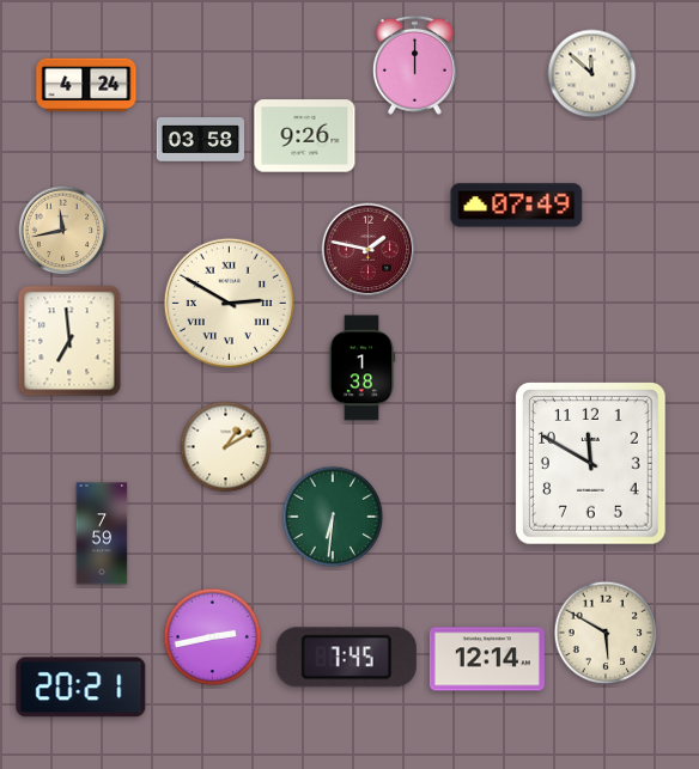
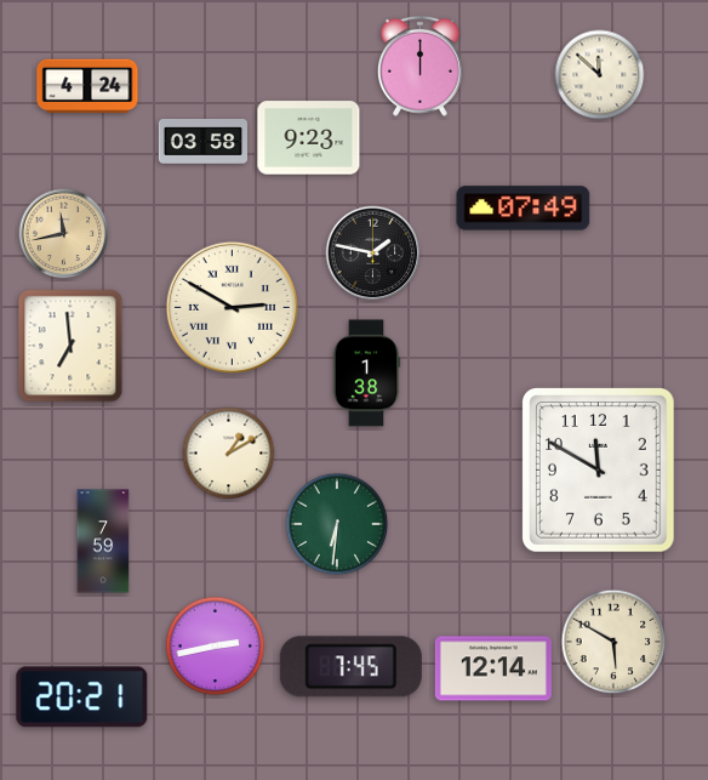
clock at (305, 136): 9:26 -> 9:23
clock at (369, 250) dial: burgundy -> black
